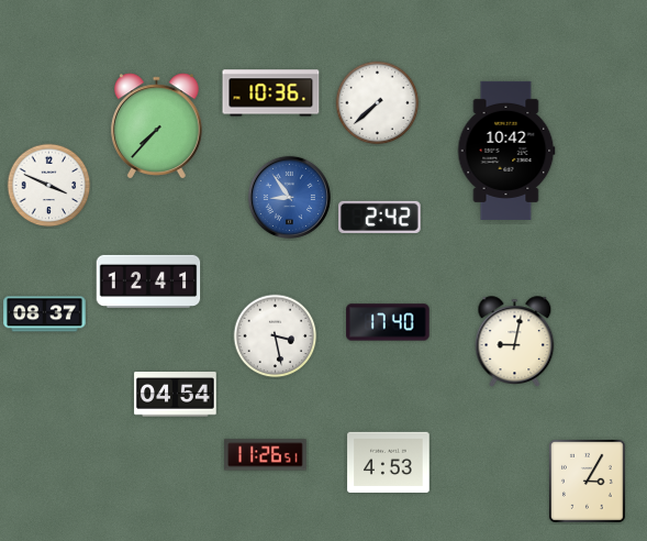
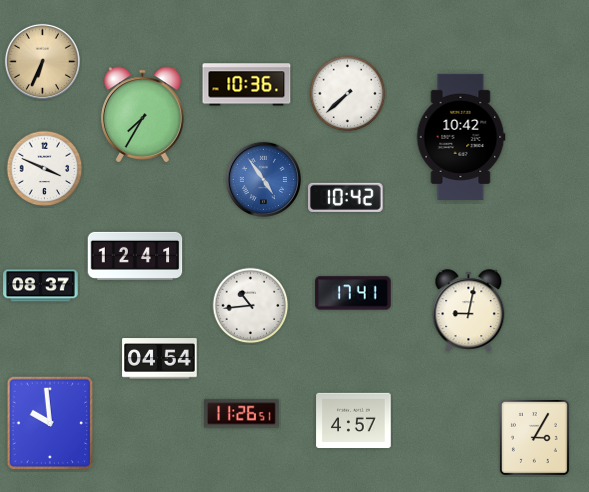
clock at (42, 61): none -> 6:34
clock at (378, 103) position: (378, 103) -> (348, 94)
clock at (156, 125): 7:37 -> 7:35
clock at (289, 197): 8:54 -> 4:54
clock at (380, 217): 2:42 -> 10:42
clock at (388, 322): 17:40 -> 17:41
clock at (276, 336): 3:28 -> 10:44
clock at (389, 463): 4:53 -> 4:57
clock at (50, 423): none -> 9:59
